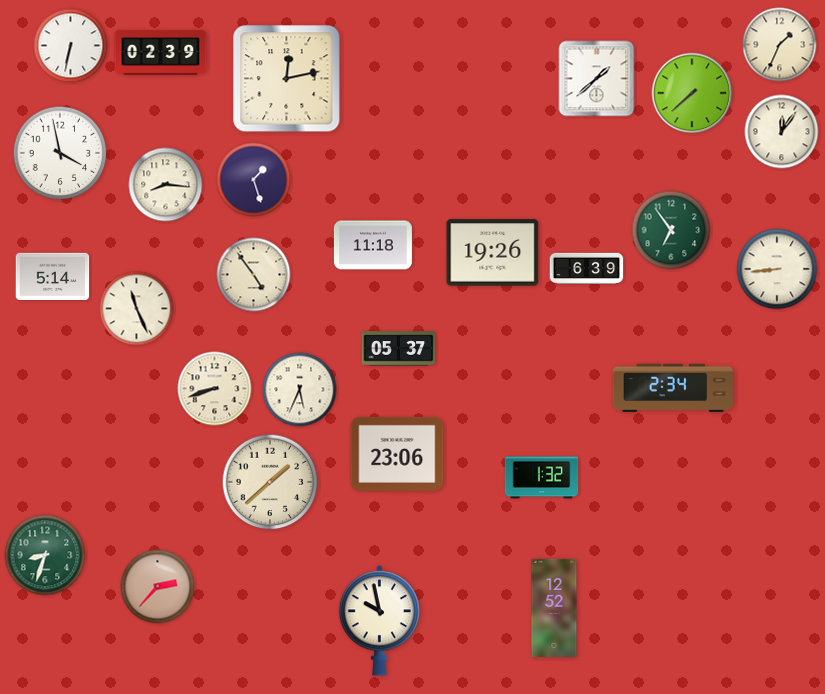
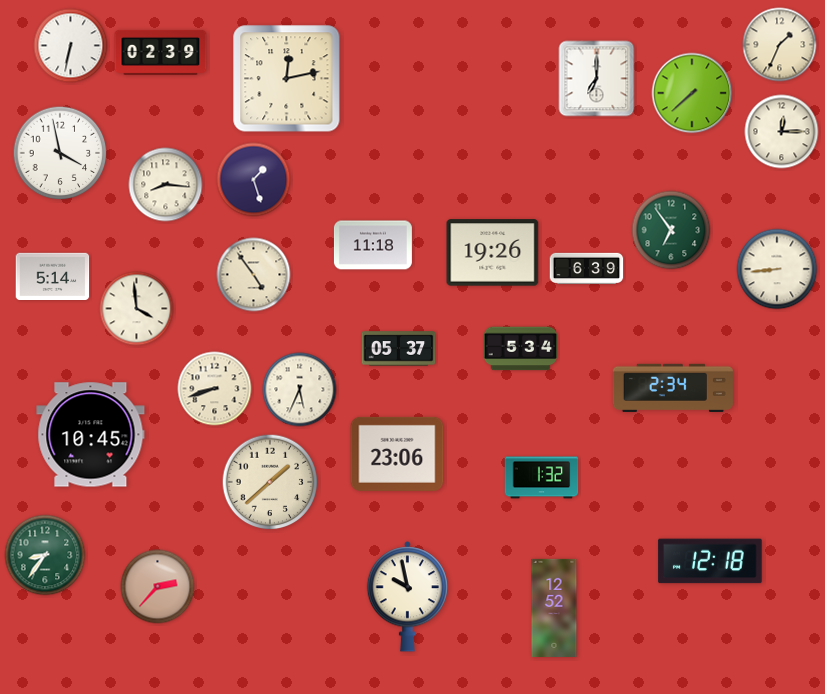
clock at (597, 79): 1:38 -> 7:00
clock at (782, 132): 12:06 -> 12:15
clock at (137, 309): 11:26 -> 3:59
clock at (521, 349): none -> 5:34
clock at (91, 435): none -> 10:45
clock at (45, 555): 8:33 -> 8:36
clock at (710, 561): none -> 12:18
clock at (380, 621) position: (380, 621) -> (408, 597)
